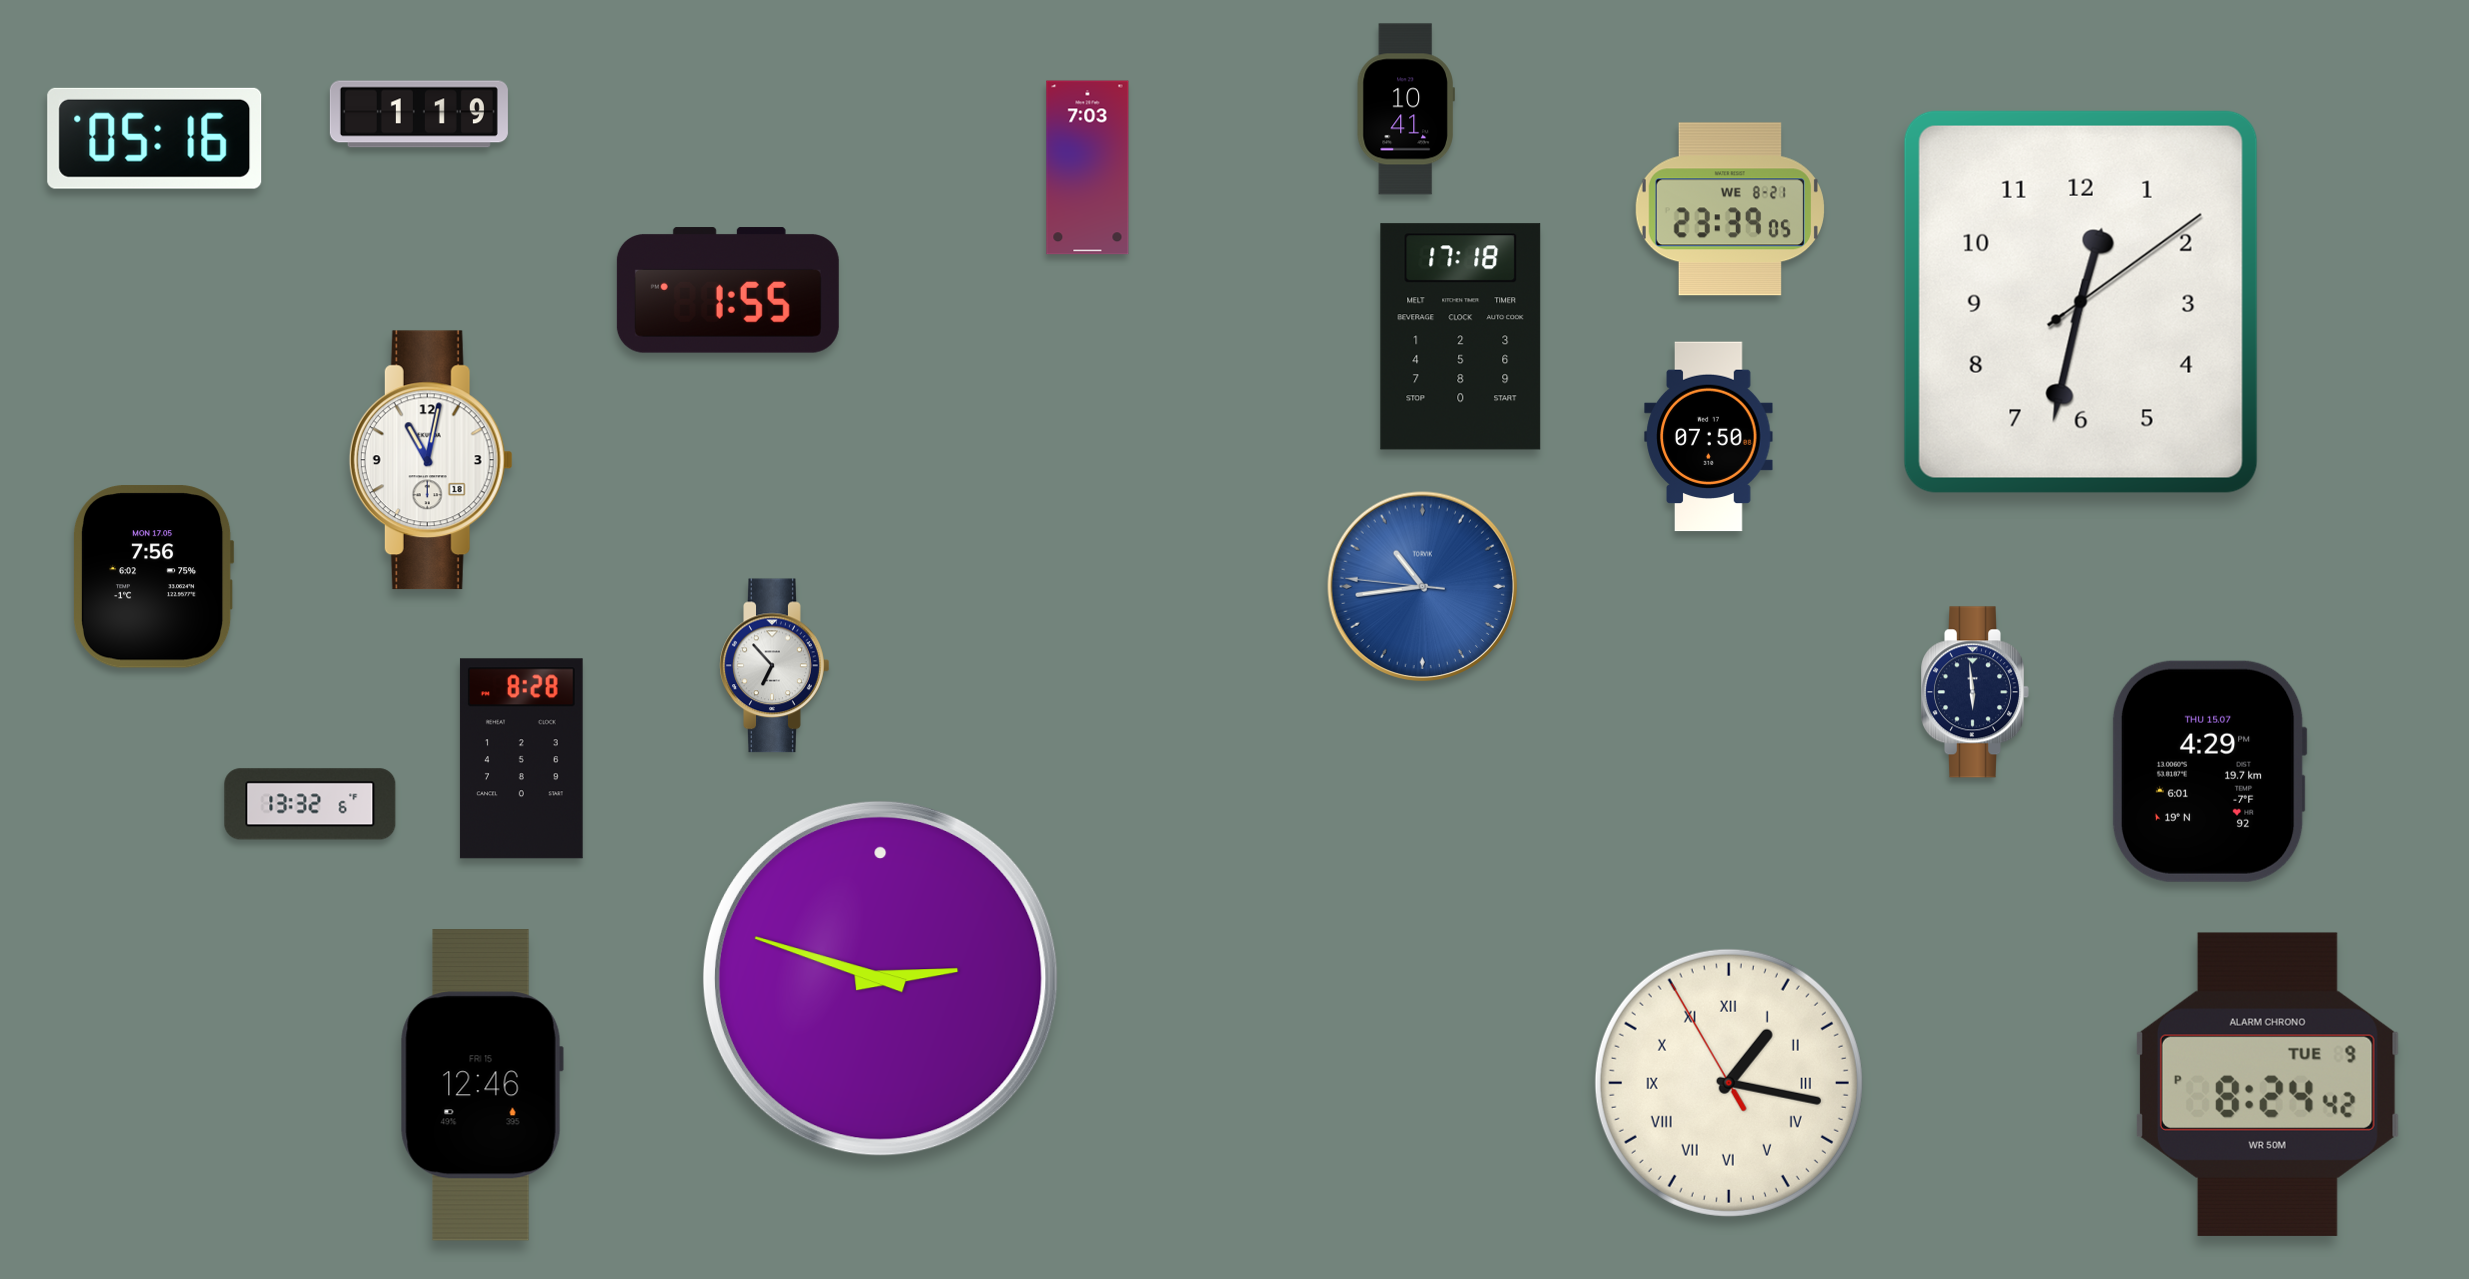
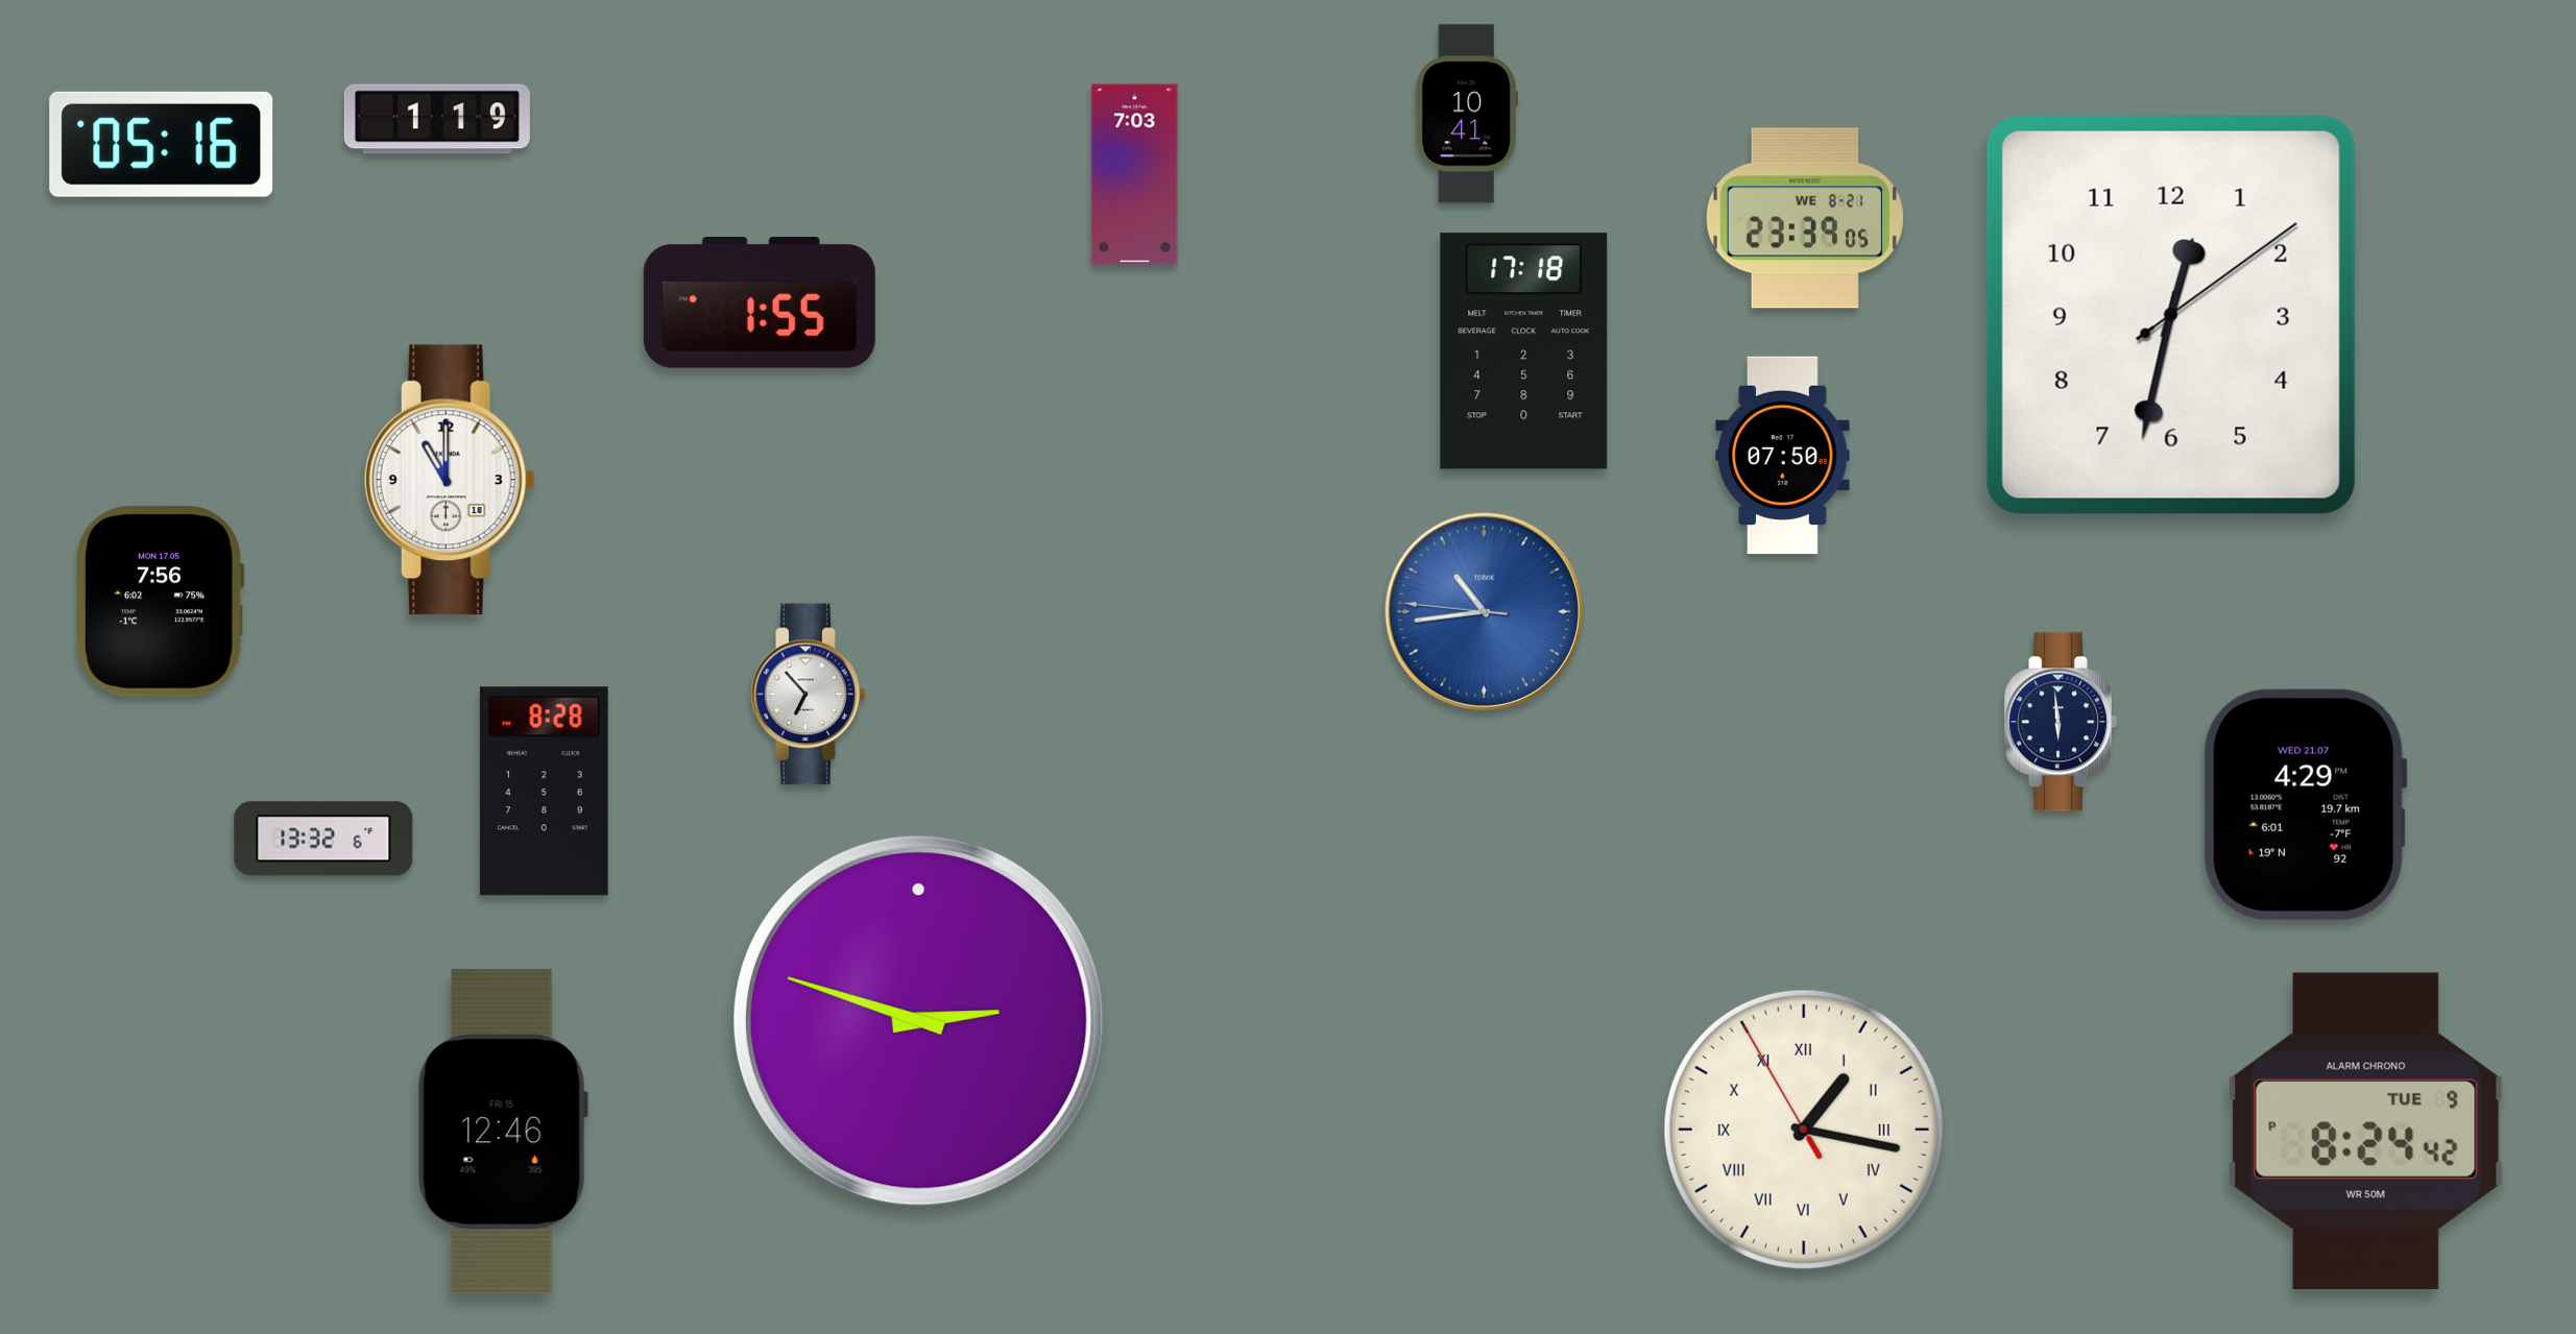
clock at (431, 460): 11:02 -> 11:00
clock at (2209, 771) date: THU 15.07 -> WED 21.07
